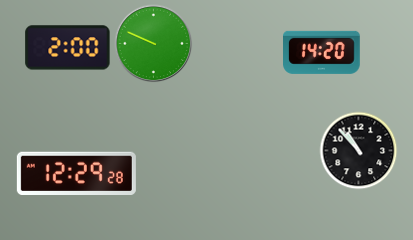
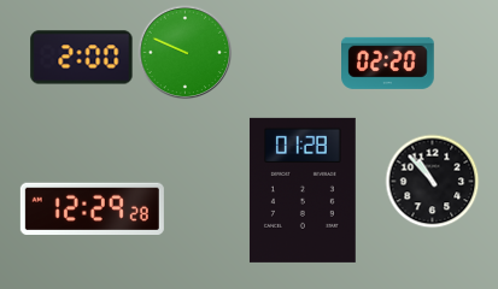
clock at (322, 52): 14:20 -> 02:20
clock at (303, 190): none -> 01:28
